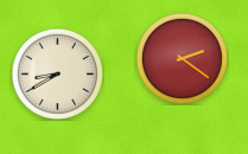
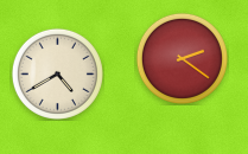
clock at (57, 73): 8:40 -> 4:40
